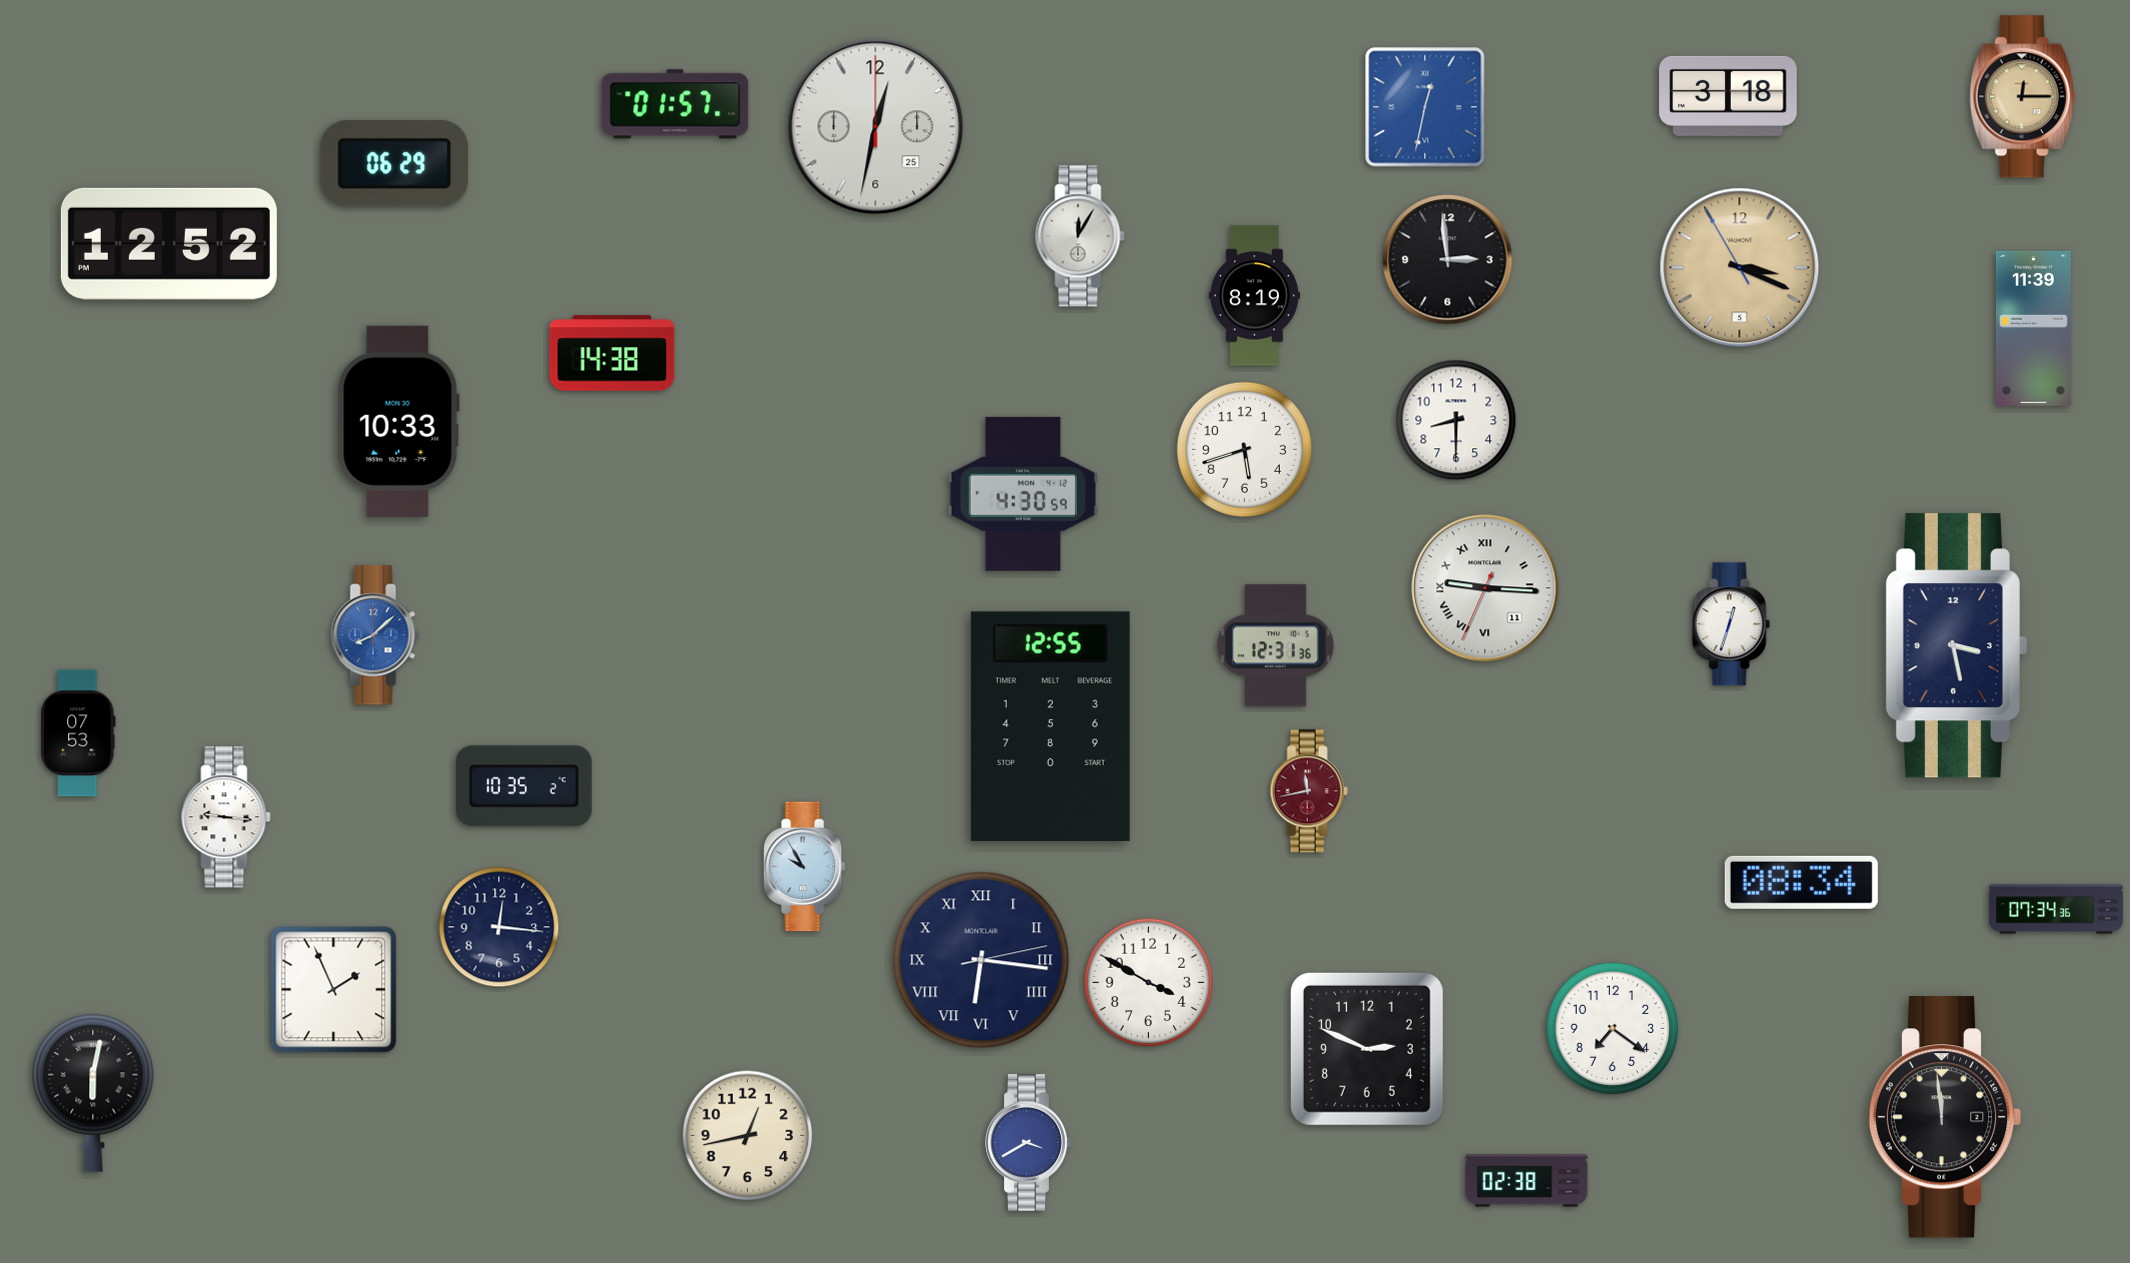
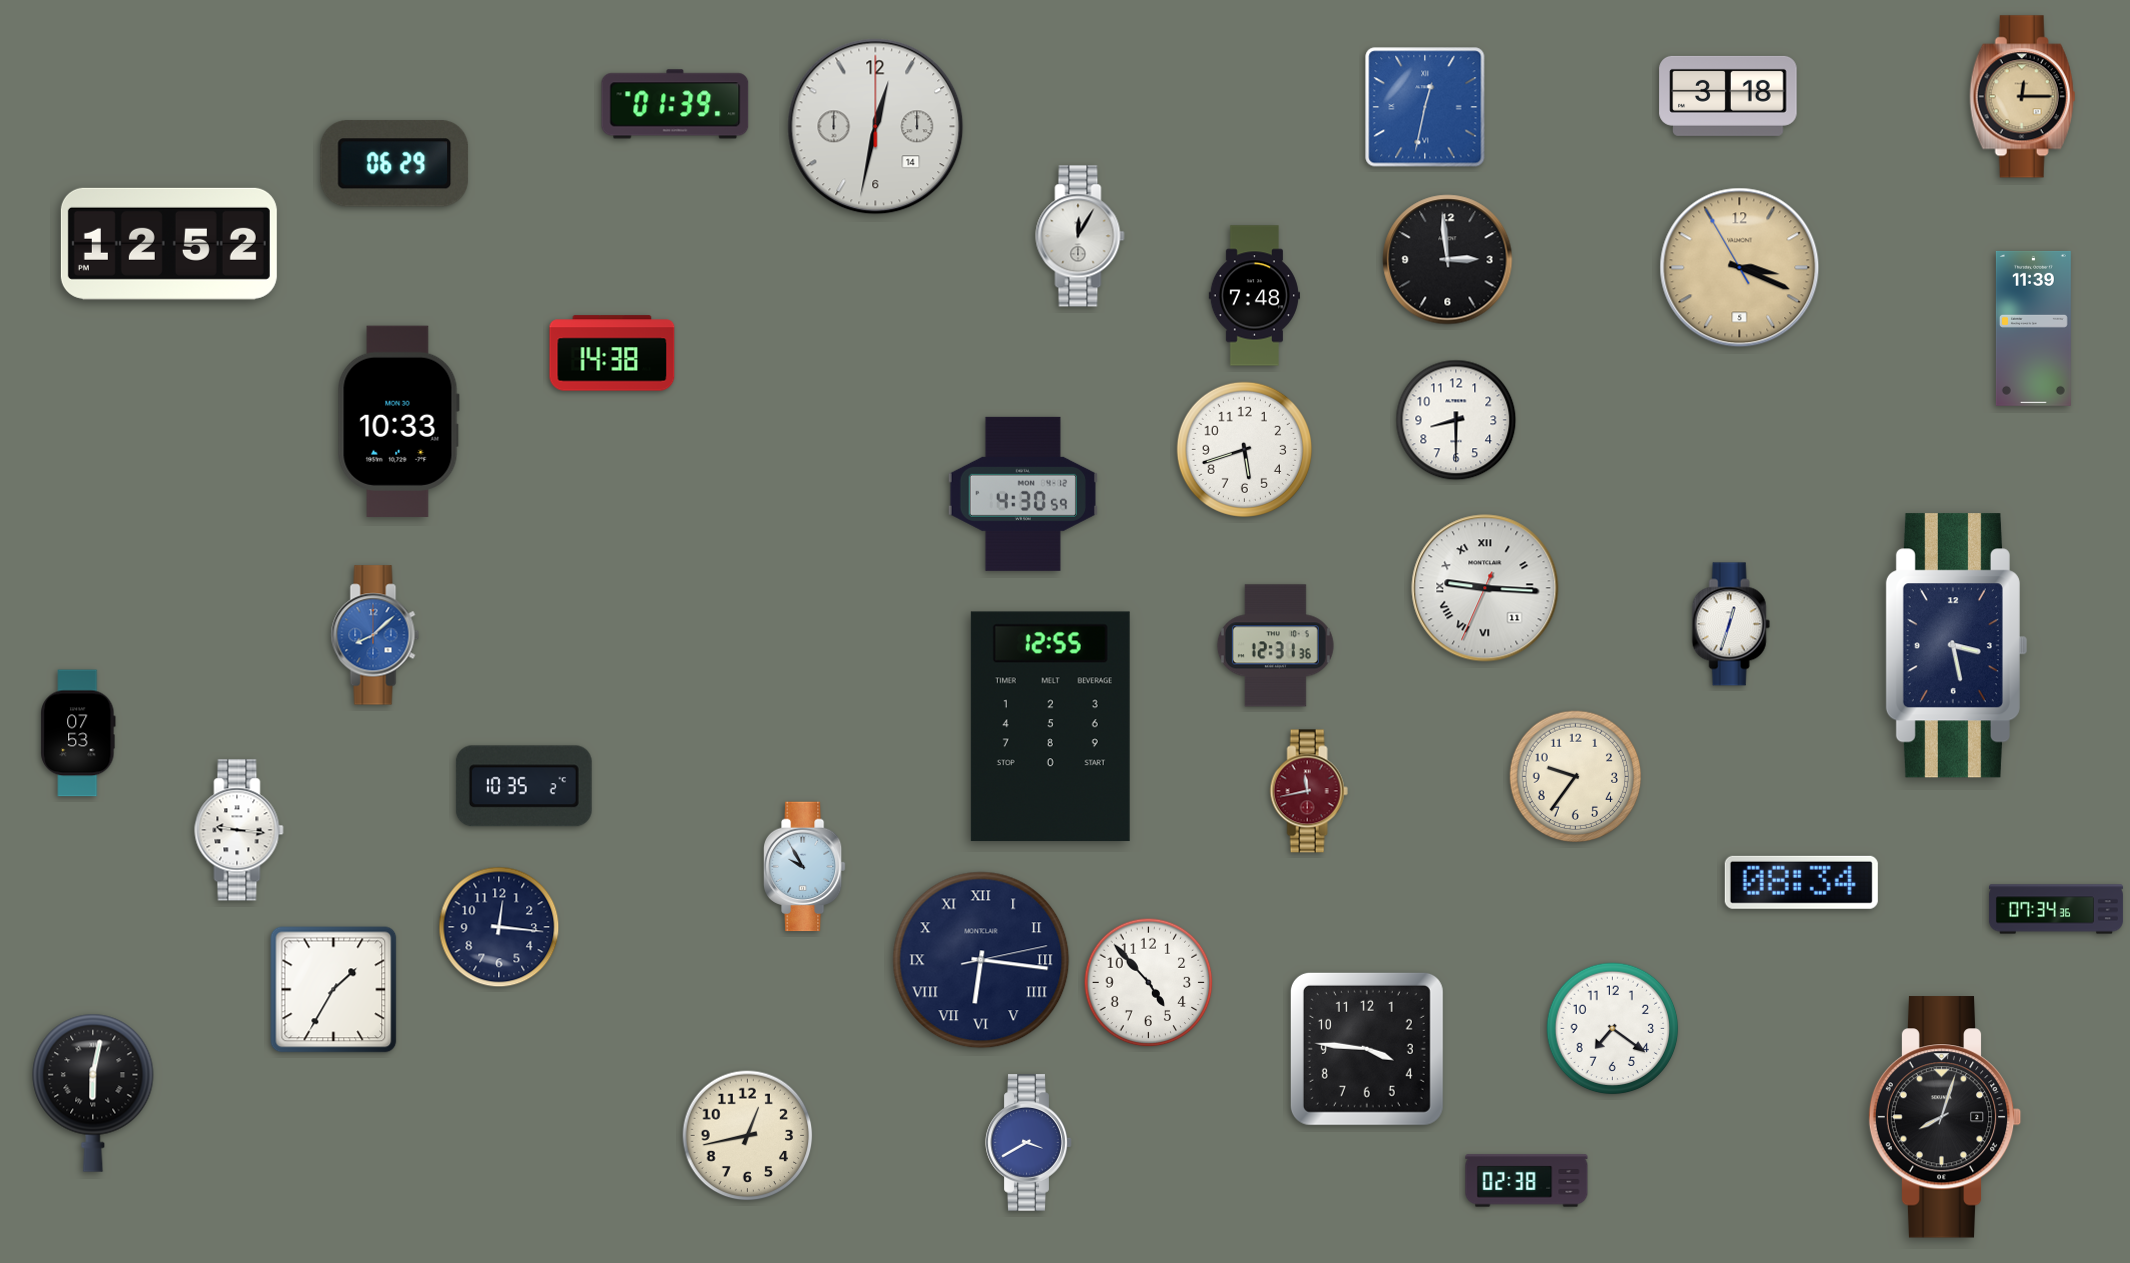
clock at (675, 104): 01:57 -> 01:39
clock at (876, 127) date: 25 -> 14
clock at (1254, 296): 8:19 -> 7:48
clock at (1576, 777): none -> 9:36
clock at (226, 817) position: (226, 817) -> (239, 830)
clock at (1149, 983): 3:50 -> 4:53
clock at (334, 990): 1:56 -> 1:35
clock at (1367, 1049): 2:49 -> 3:46
clock at (1945, 1117): 11:59 -> 8:03
